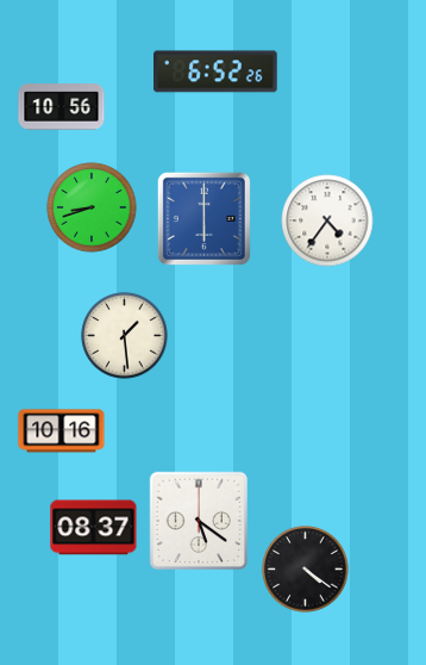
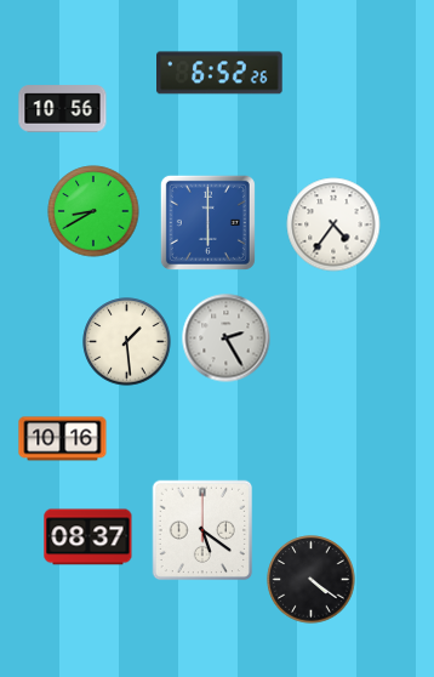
clock at (92, 207): 8:42 -> 8:40
clock at (227, 338): none -> 2:25
clock at (94, 528) position: (94, 528) -> (88, 537)
